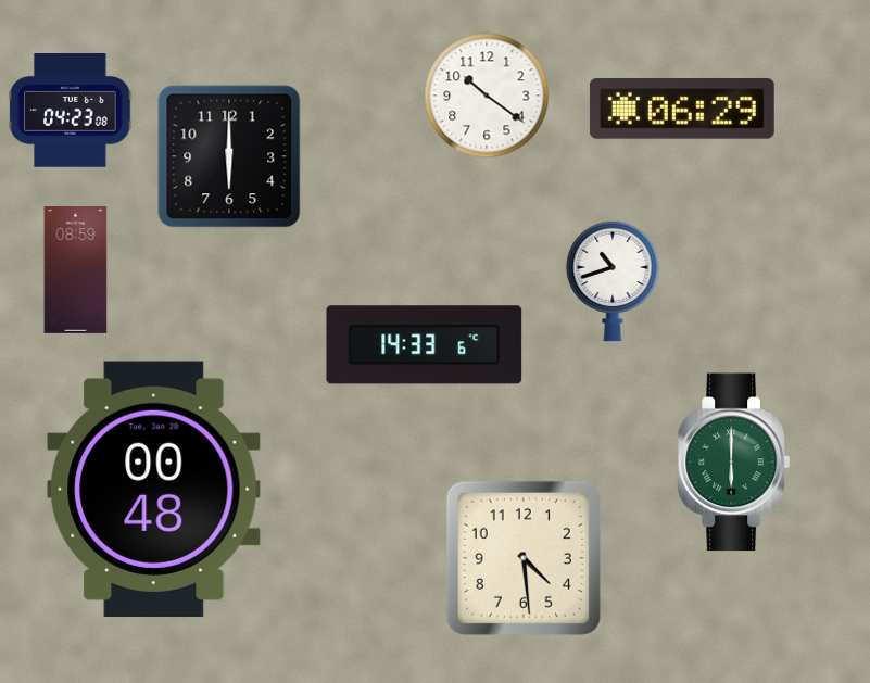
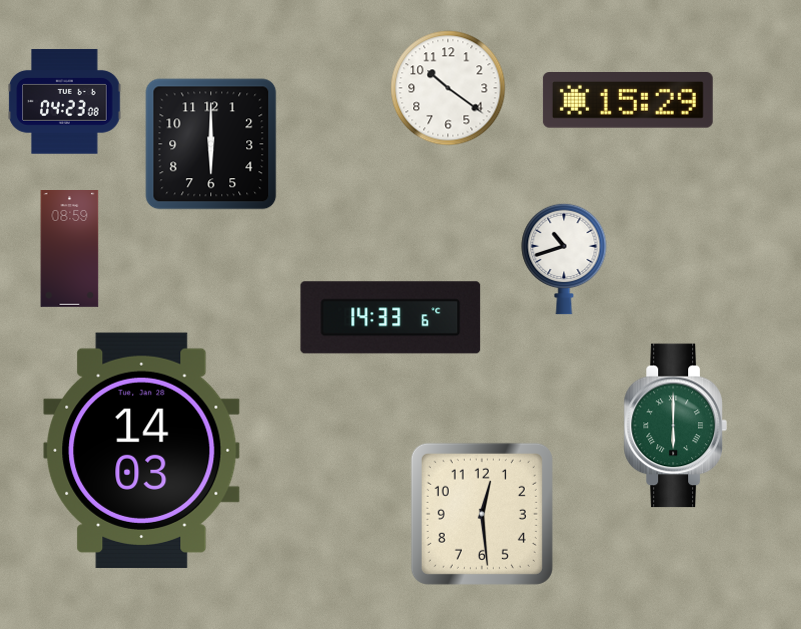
clock at (682, 110): 06:29 -> 15:29
clock at (154, 489): 00:48 -> 14:03
clock at (524, 558): 4:29 -> 12:29
